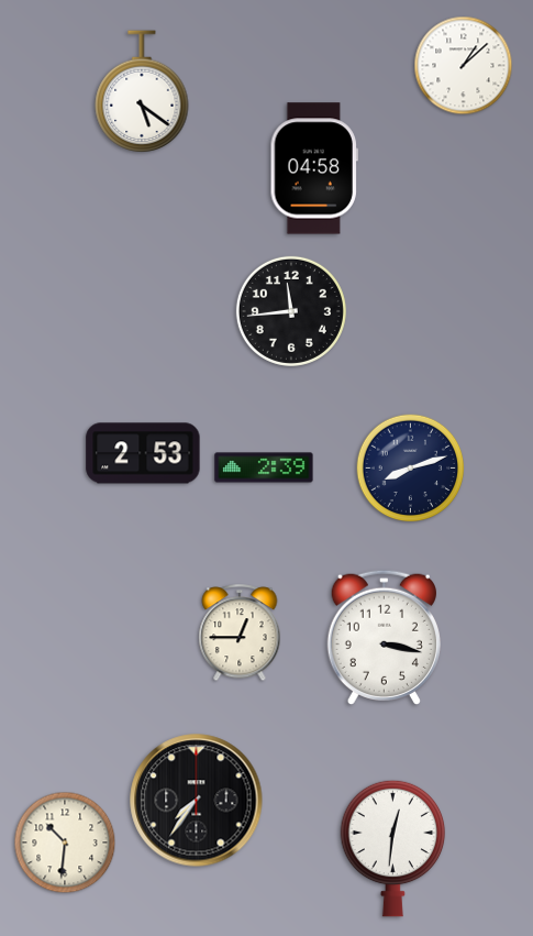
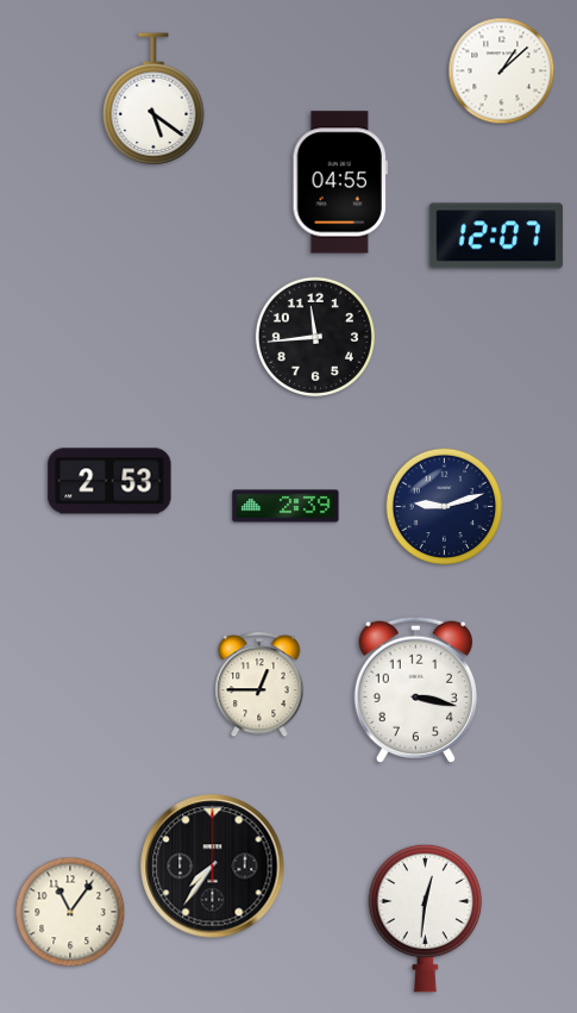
clock at (314, 168): 04:58 -> 04:55
clock at (496, 236): none -> 12:07
clock at (143, 453) position: (143, 453) -> (109, 481)
clock at (411, 469): 8:12 -> 9:12
clock at (65, 843): 10:31 -> 11:06
